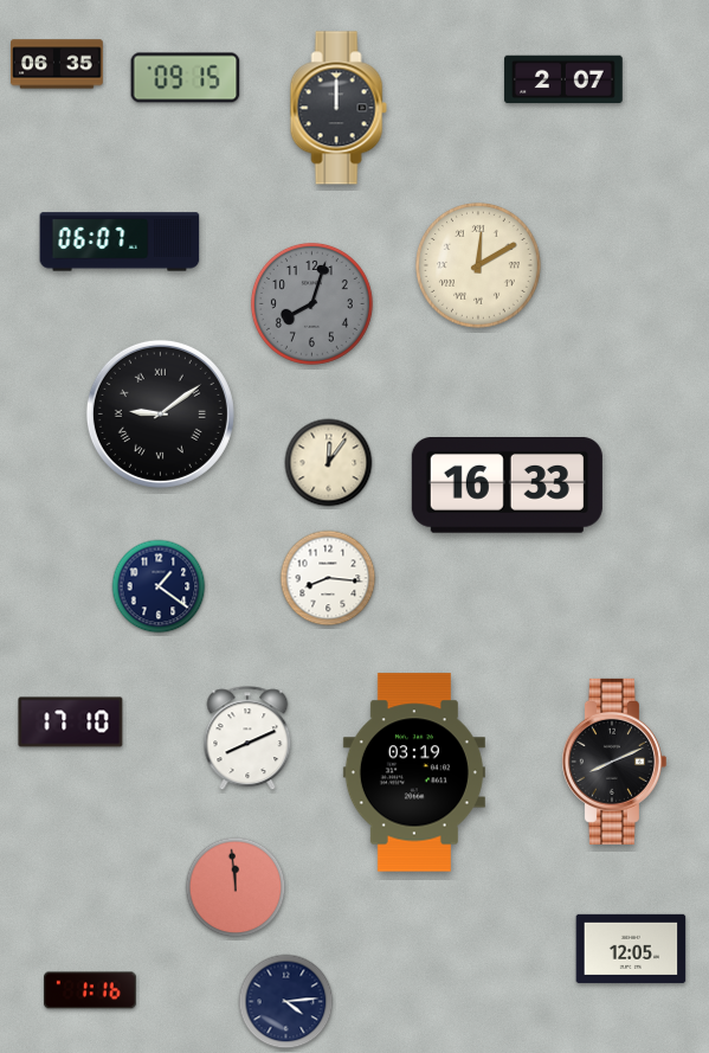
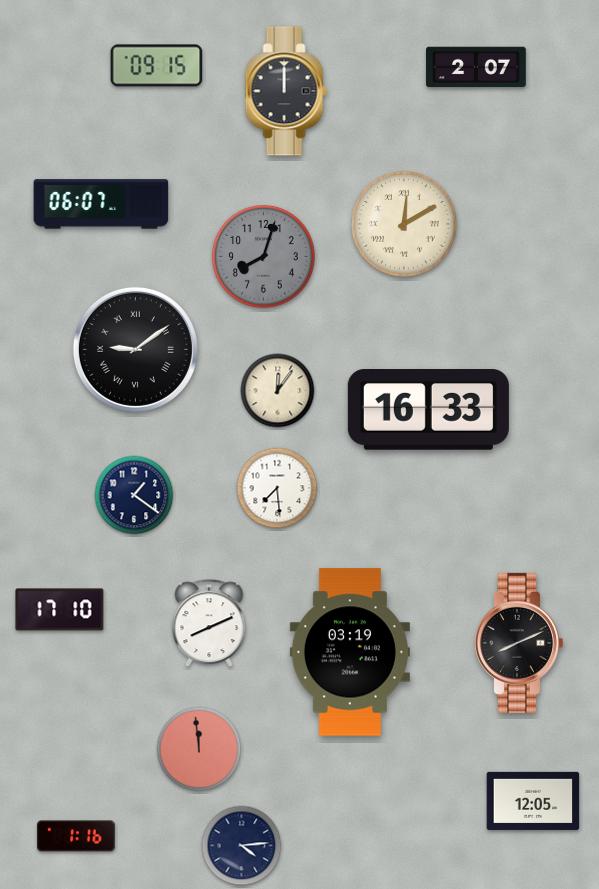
clock at (58, 64): 06:35 -> none
clock at (328, 578): 8:16 -> 7:29
